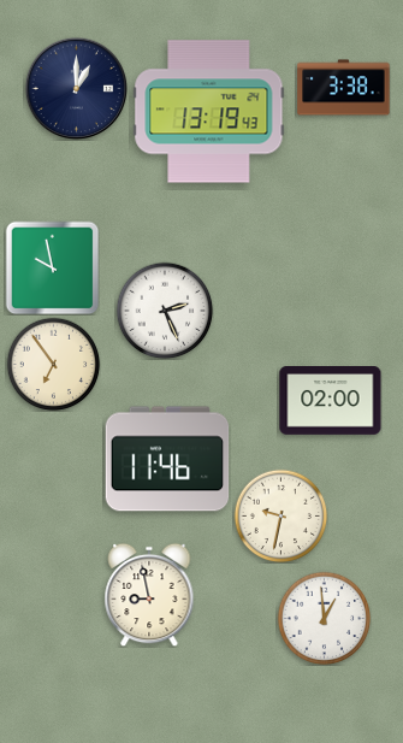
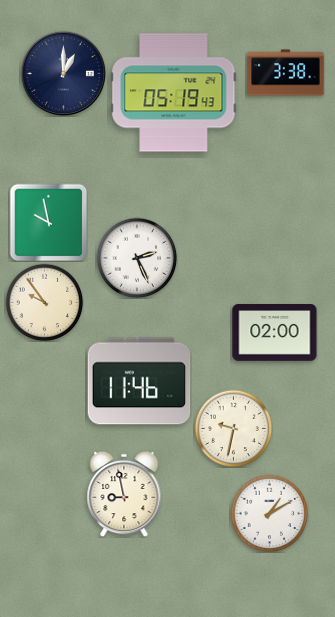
clock at (209, 112): 13:19 -> 05:19
clock at (52, 267) position: (52, 267) -> (48, 222)
clock at (53, 364): 6:54 -> 9:54
clock at (324, 618): 12:59 -> 1:10
